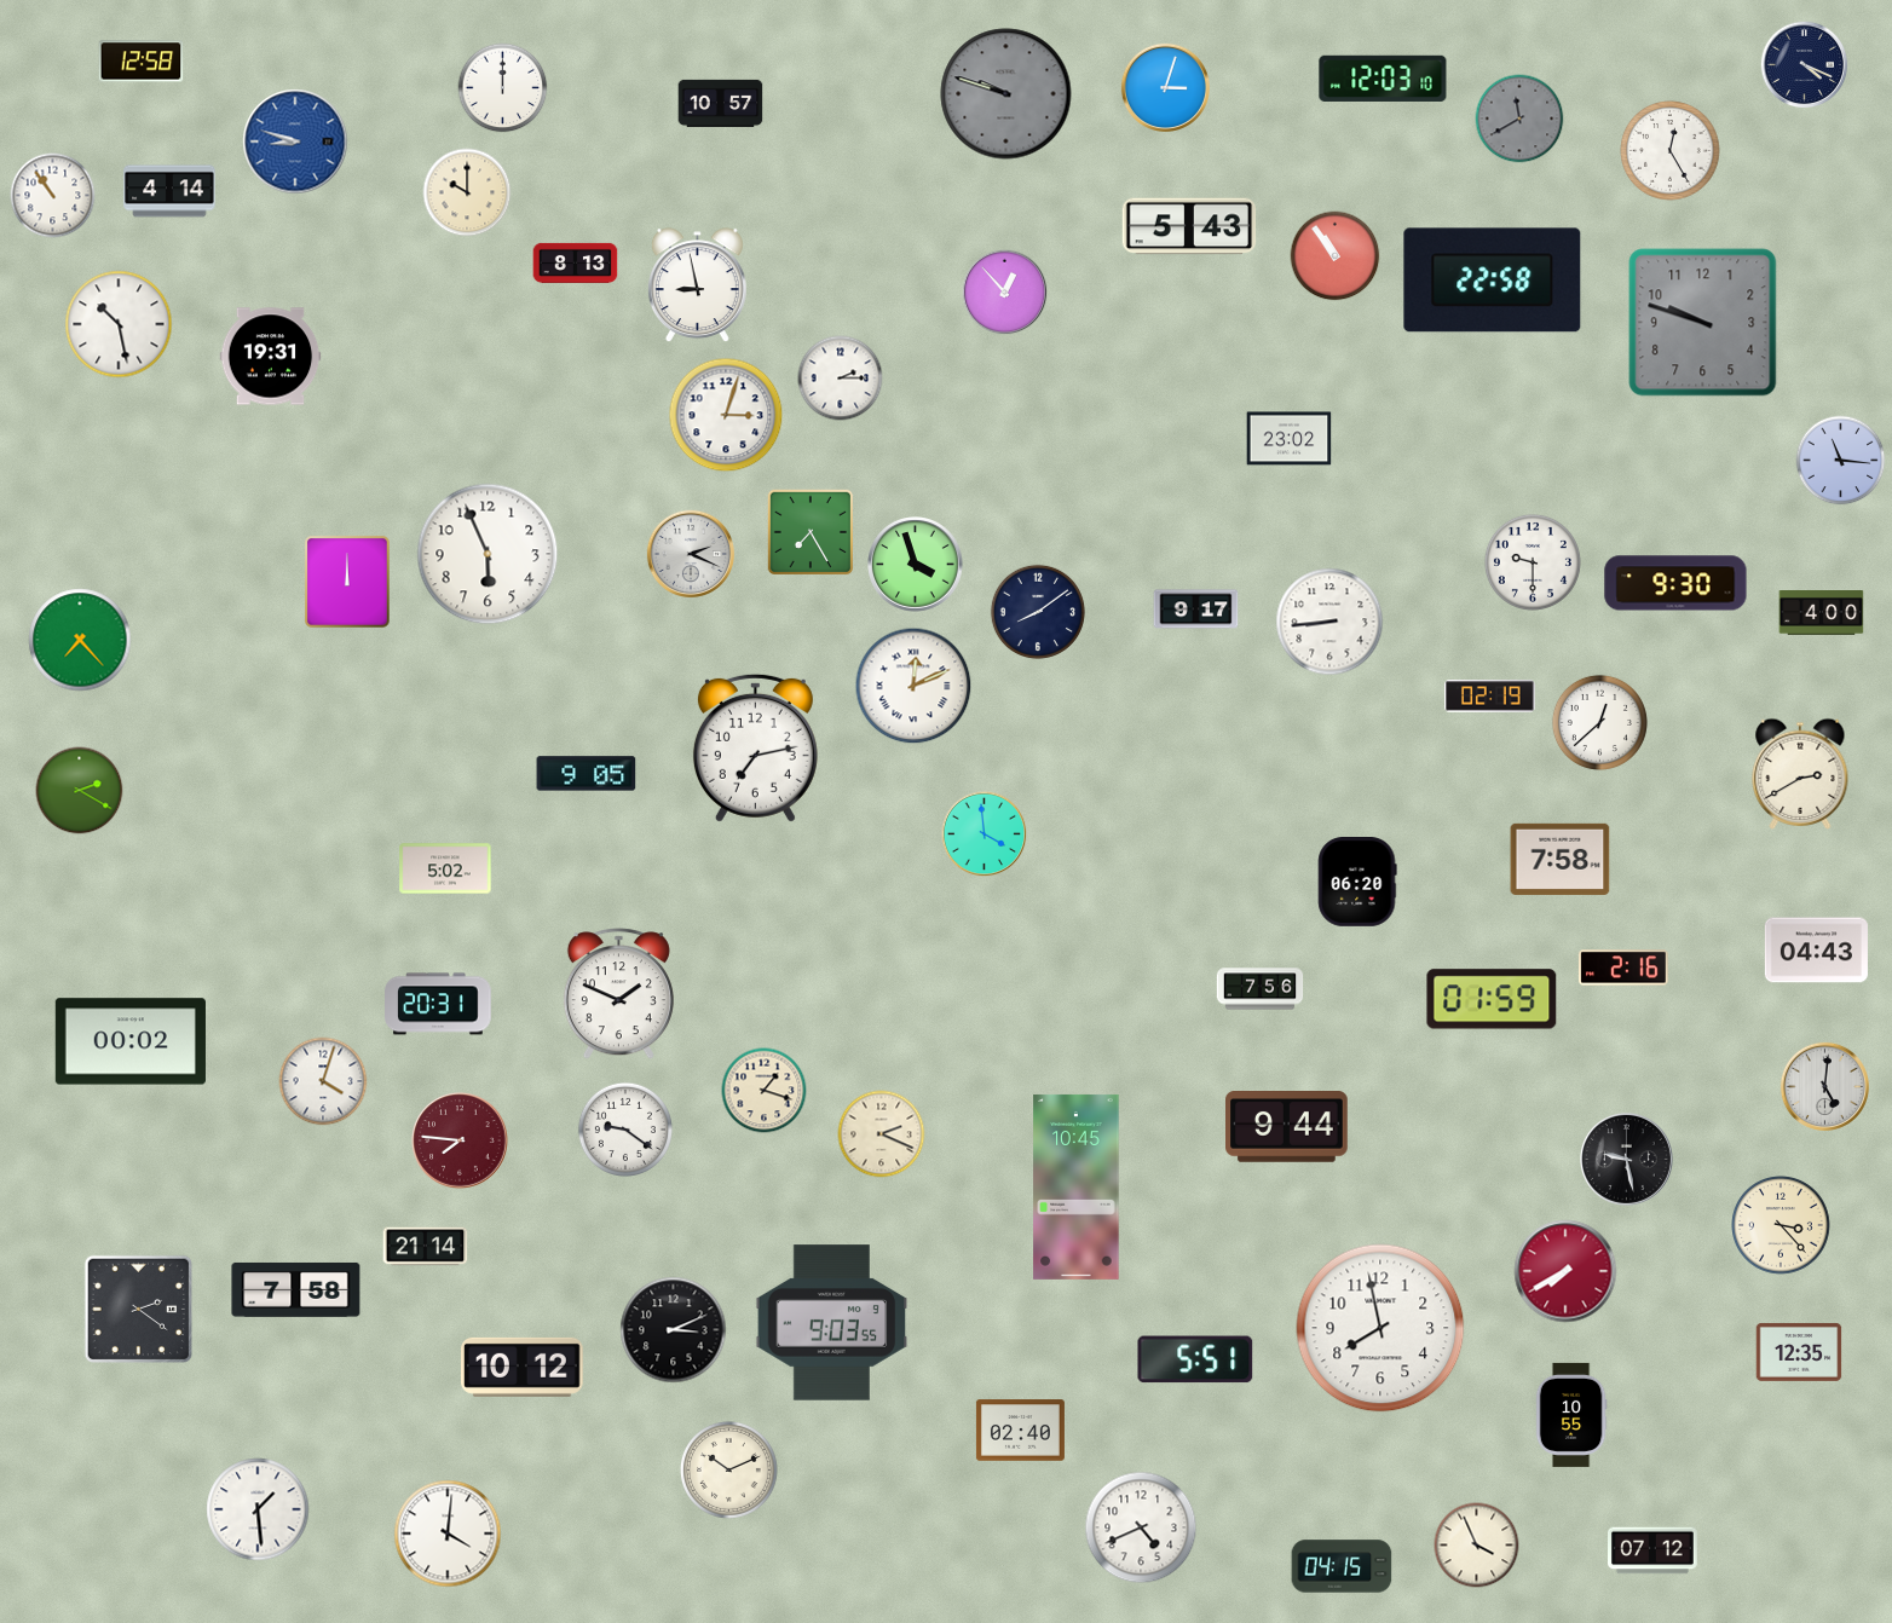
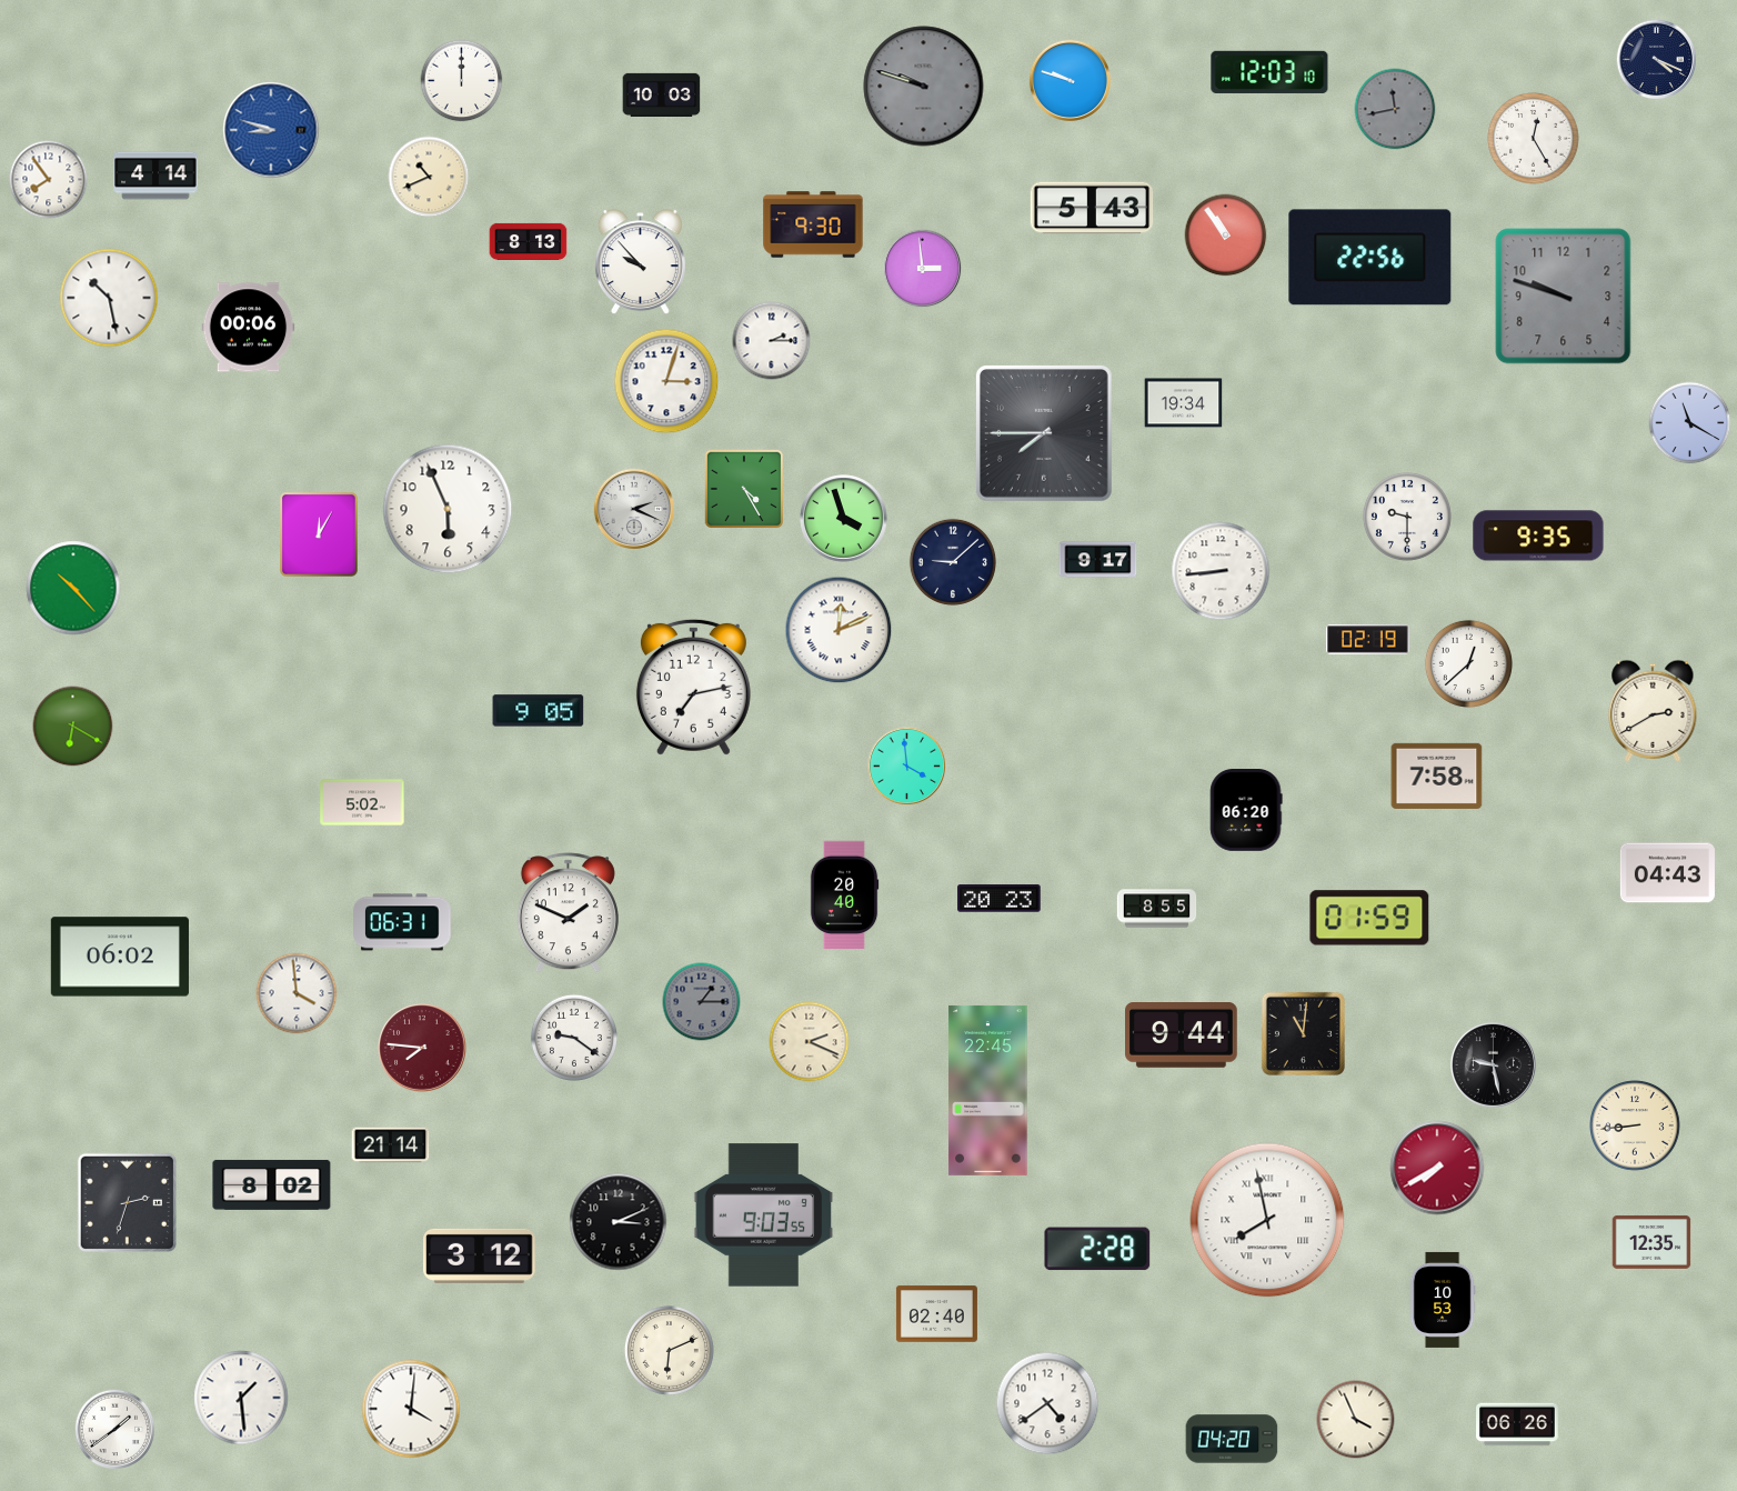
clock at (142, 62): 12:58 -> none
clock at (1165, 87): 3:03 -> 9:48
clock at (721, 103): 10:57 -> 10:03
clock at (1519, 119): 11:40 -> 11:43
clock at (467, 192): 10:00 -> 10:41
clock at (53, 196): 10:54 -> 7:54
clock at (813, 224): none -> 9:30
clock at (1493, 281): 22:58 -> 22:56
clock at (697, 285): 8:58 -> 9:53
clock at (1005, 293): 12:53 -> 2:59
clock at (271, 357): 19:31 -> 00:06
clock at (841, 379) position: (841, 379) -> (772, 341)
clock at (1290, 439): 23:02 -> 19:34
clock at (1841, 461): 11:16 -> 11:20
clock at (1044, 433): none -> 7:45
clock at (811, 532): 7:25 -> 4:25
clock at (916, 565) position: (916, 565) -> (844, 519)
clock at (348, 583): 12:00 -> 12:05
clock at (1675, 583): 9:30 -> 9:35
clock at (1038, 612): 8:09 -> 9:08
clock at (1822, 613): 4:00 -> none
clock at (80, 640): 7:23 -> 10:23
clock at (80, 791): 2:20 -> 6:20
clock at (985, 834) position: (985, 834) -> (907, 767)
clock at (1561, 859) position: (1561, 859) -> (1437, 775)
clock at (445, 868) position: (445, 868) -> (362, 802)
clock at (1623, 968): 2:16 -> none
clock at (844, 895): none -> 20:40
clock at (1000, 899): none -> 20:23
clock at (1261, 989): 7:56 -> 8:55
clock at (438, 1004): 20:31 -> 06:31
clock at (131, 1041): 00:02 -> 06:02
clock at (323, 1081): 4:03 -> 3:59
clock at (1824, 1086): 5:01 -> none
clock at (765, 1091): 1:18 -> 1:15
clock at (765, 1091) dial: cream -> grey
clock at (1303, 1033): none -> 11:01
clock at (1077, 1186): 10:45 -> 22:45
clock at (1781, 1225): 3:23 -> 8:44
clock at (296, 1289): 7:58 -> 8:02
clock at (138, 1309): 2:21 -> 2:33
clock at (1380, 1328) numerals: Arabic -> Roman
clock at (1195, 1359): 5:51 -> 2:28
clock at (523, 1367): 10:12 -> 3:12
clock at (1571, 1415): 10:55 -> 10:53
clock at (728, 1469): 10:11 -> 6:11
clock at (258, 1509) position: (258, 1509) -> (241, 1398)
clock at (1141, 1527): 4:41 -> 4:39
clock at (1654, 1550): 07:12 -> 06:26
clock at (116, 1430): none -> 1:39
clock at (1342, 1566): 04:15 -> 04:20
